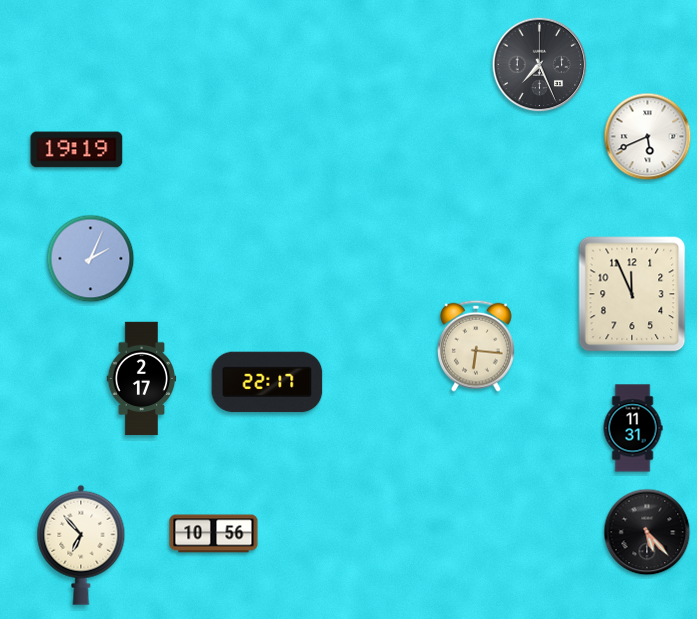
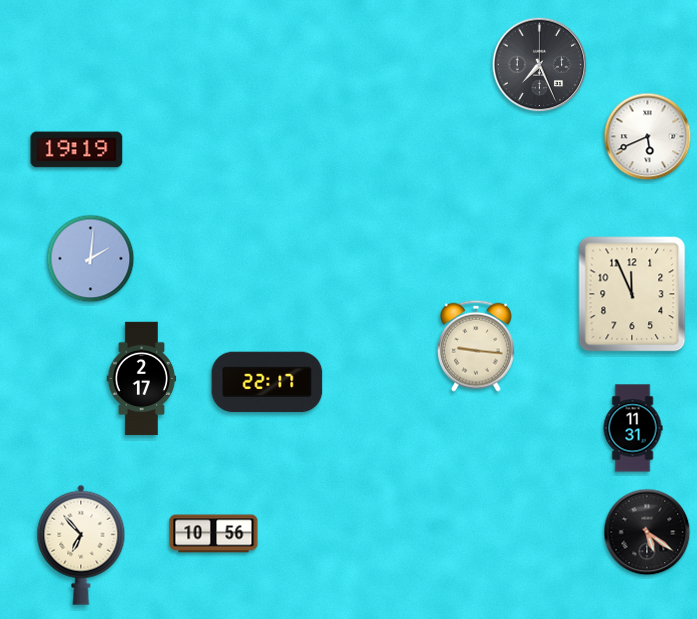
clock at (91, 259): 2:04 -> 2:01
clock at (477, 346): 6:16 -> 9:16
clock at (647, 532): 5:23 -> 5:21
